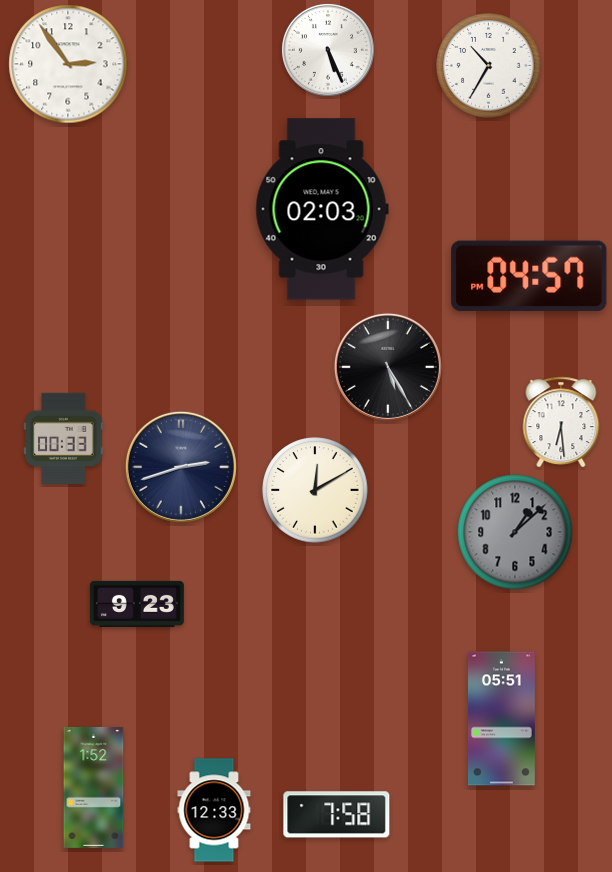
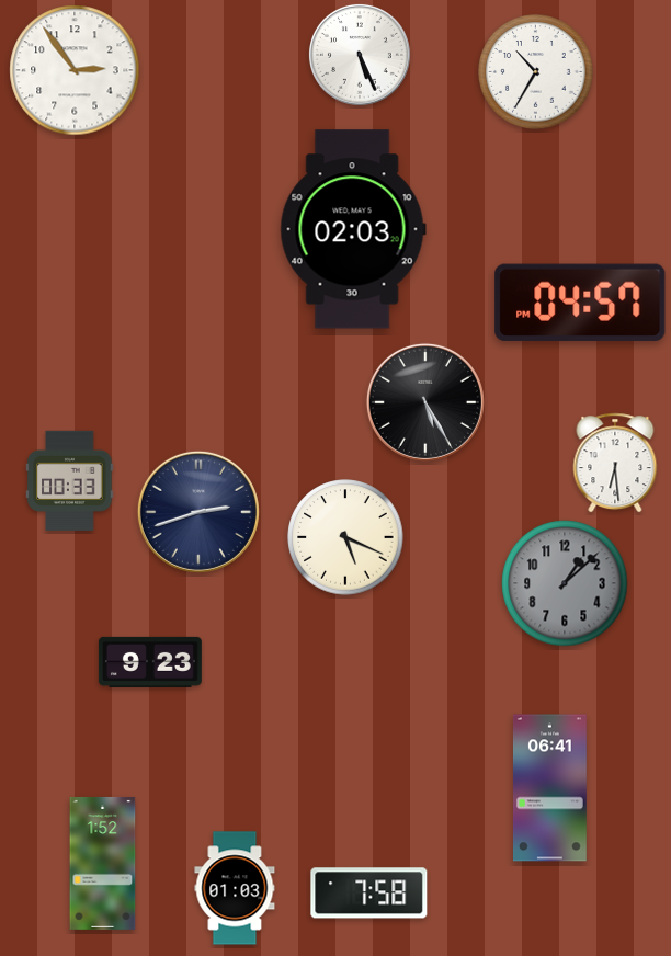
clock at (315, 490): 12:10 -> 5:19
clock at (501, 719): 05:51 -> 06:41
clock at (214, 810): 12:33 -> 01:03
